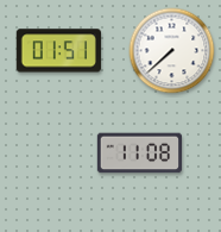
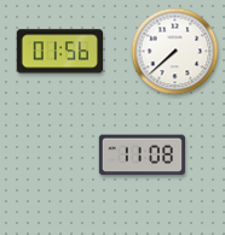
clock at (58, 51): 01:51 -> 01:56
